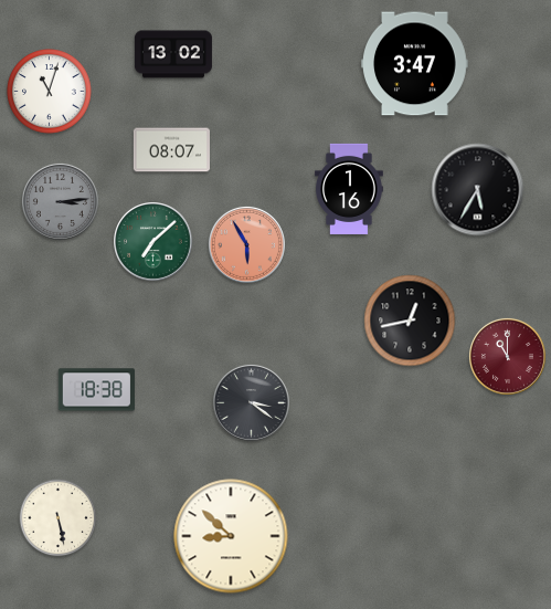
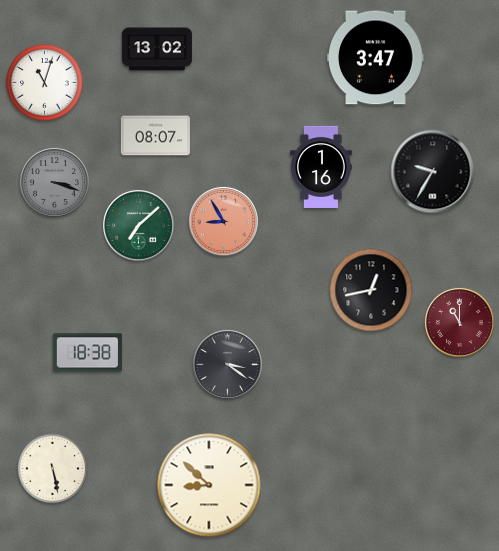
clock at (349, 189) position: (349, 189) -> (321, 167)
clock at (478, 190): 5:35 -> 9:35
clock at (60, 201): 3:14 -> 3:18
clock at (153, 242) position: (153, 242) -> (139, 226)
clock at (246, 244): 5:55 -> 8:55
